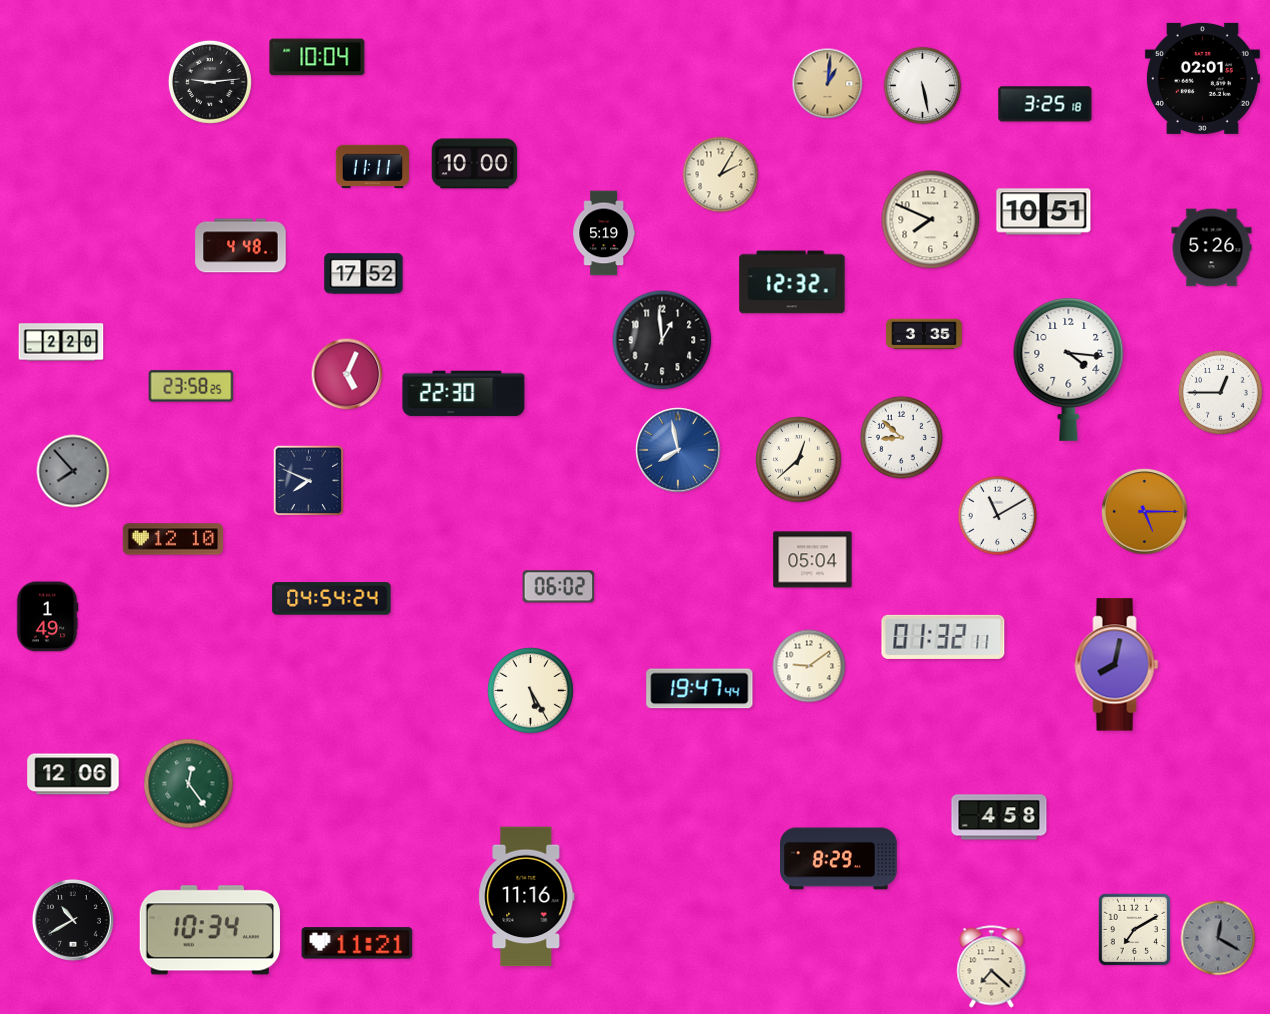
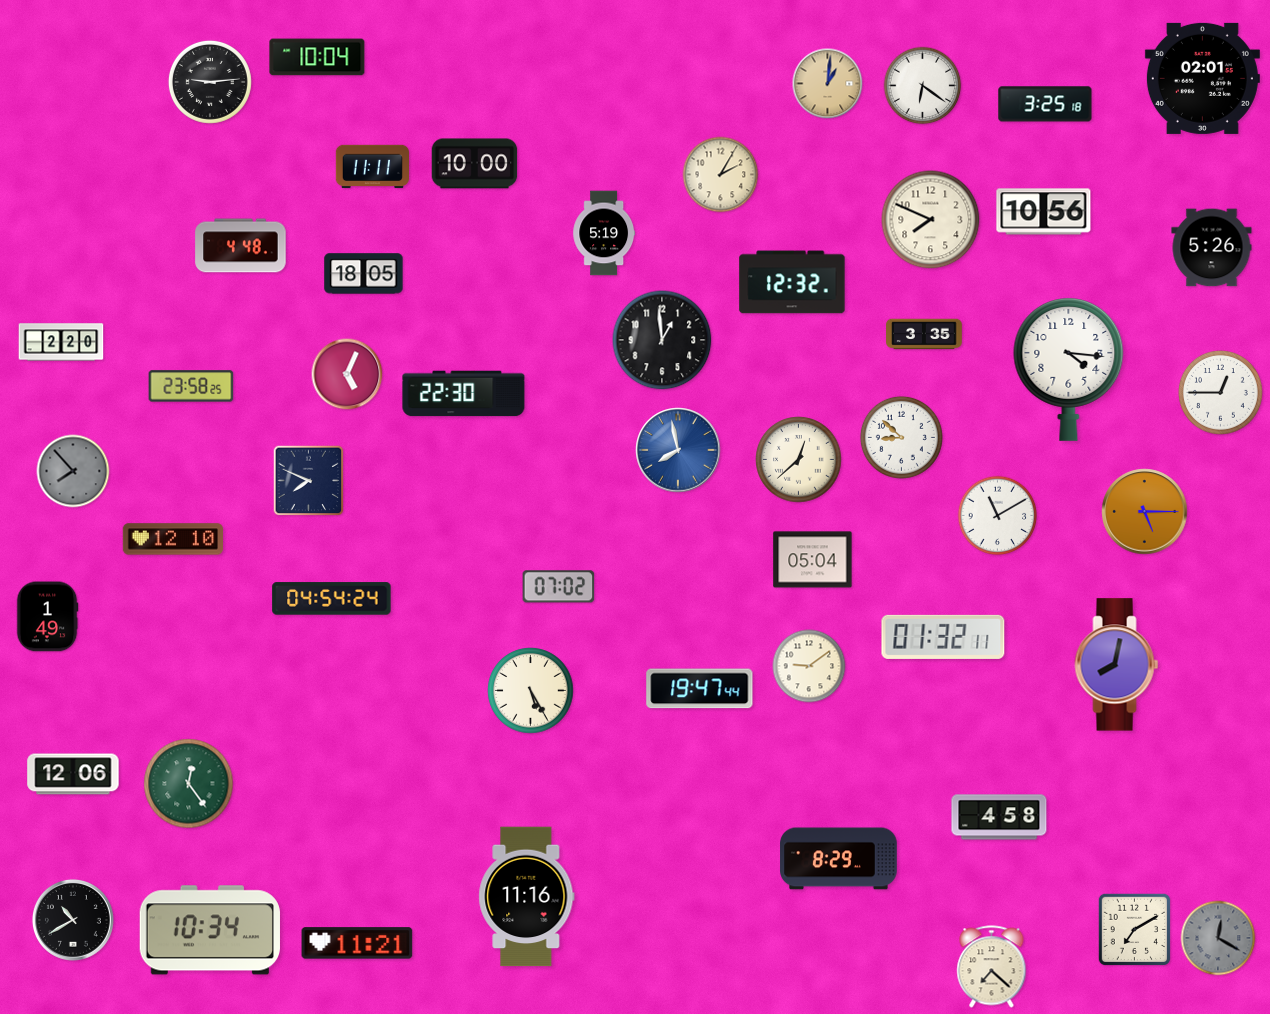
clock at (923, 86): 5:28 -> 6:21
clock at (1044, 212): 10:51 -> 10:56
clock at (364, 274): 17:52 -> 18:05
clock at (559, 587): 06:02 -> 07:02
